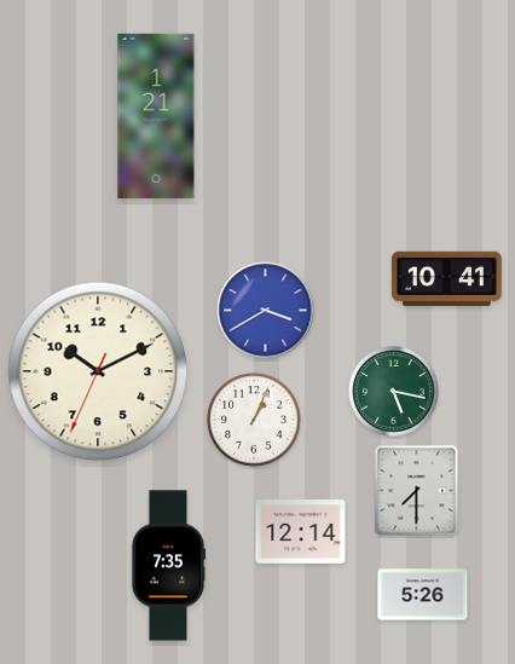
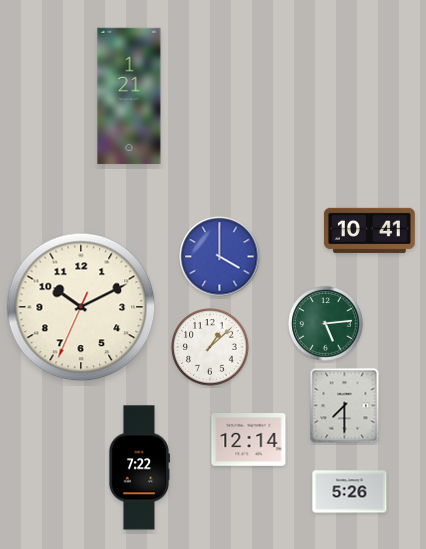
clock at (266, 311): 3:40 -> 4:00
clock at (394, 392): 5:17 -> 5:14
clock at (254, 420): 1:04 -> 1:08
clock at (167, 566): 7:35 -> 7:22
